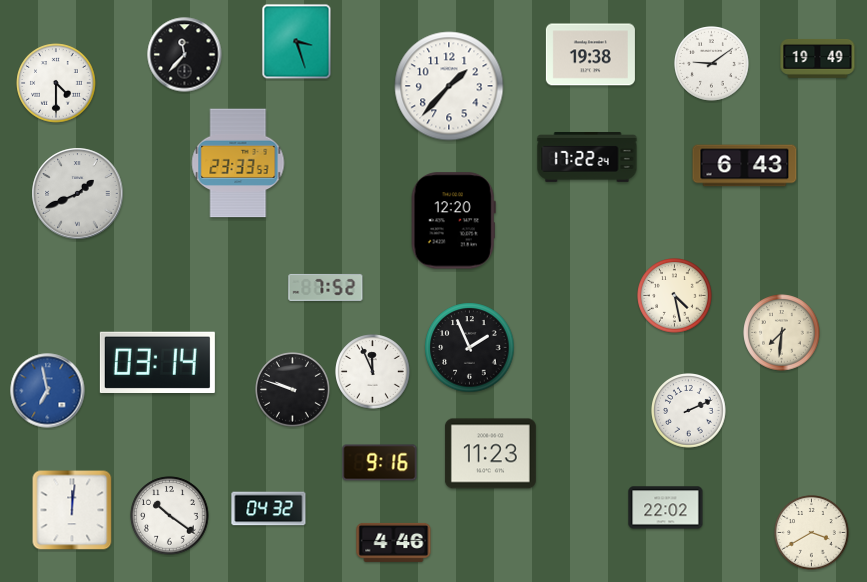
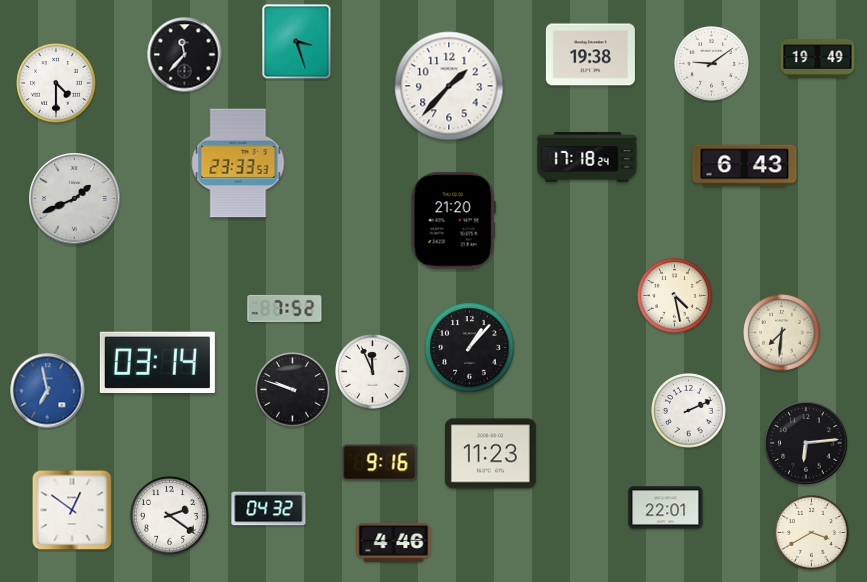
clock at (587, 158): 17:22 -> 17:18
clock at (78, 194) position: (78, 194) -> (75, 199)
clock at (453, 221): 12:20 -> 21:20
clock at (326, 287) position: (326, 287) -> (285, 308)
clock at (470, 348): 1:56 -> 1:07
clock at (806, 443): none -> 6:14
clock at (666, 508): 22:02 -> 22:01
clock at (72, 510): 12:01 -> 12:51
clock at (170, 516): 10:21 -> 2:21
